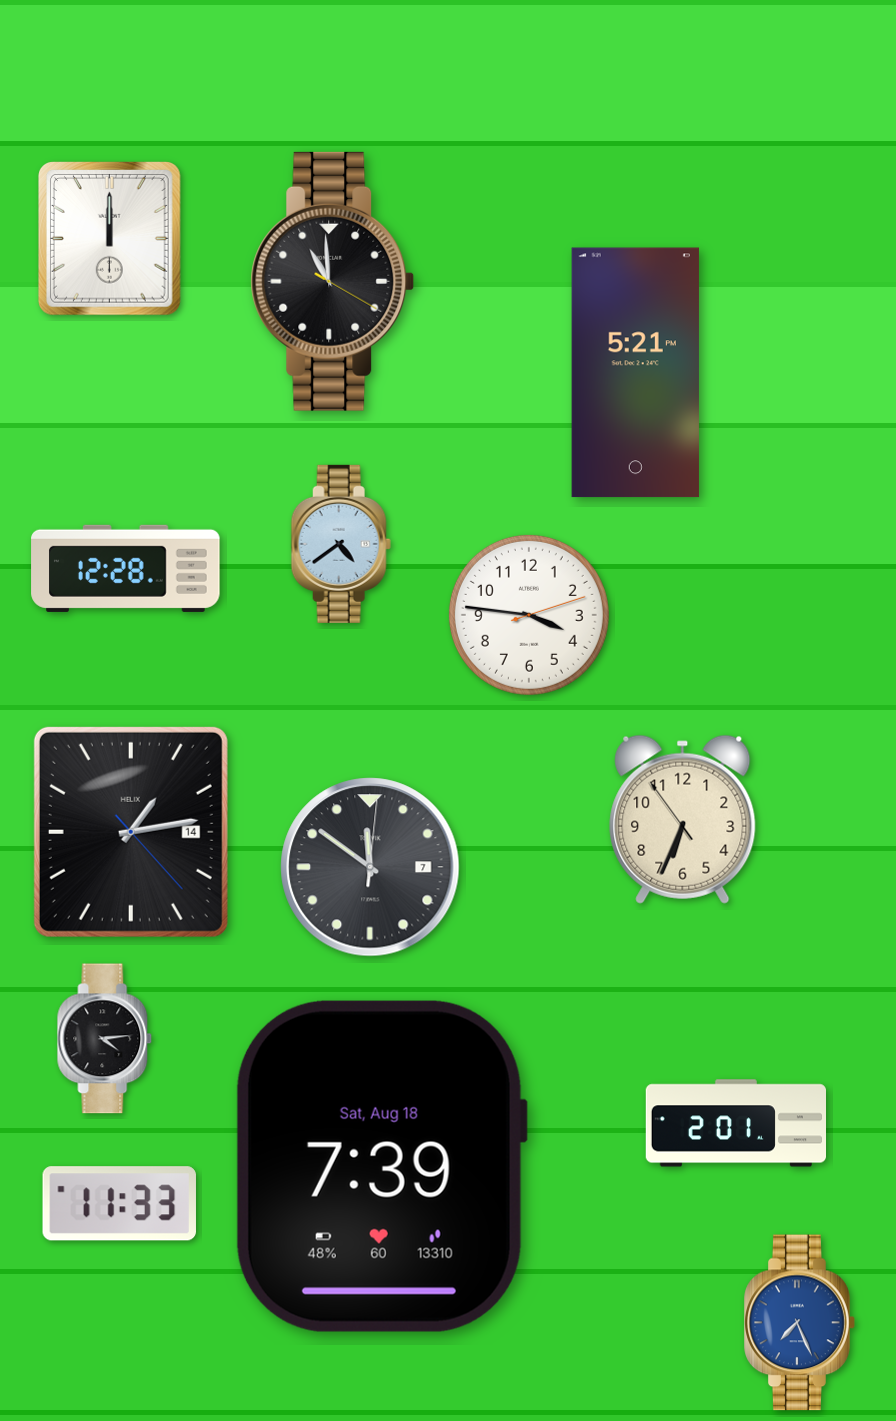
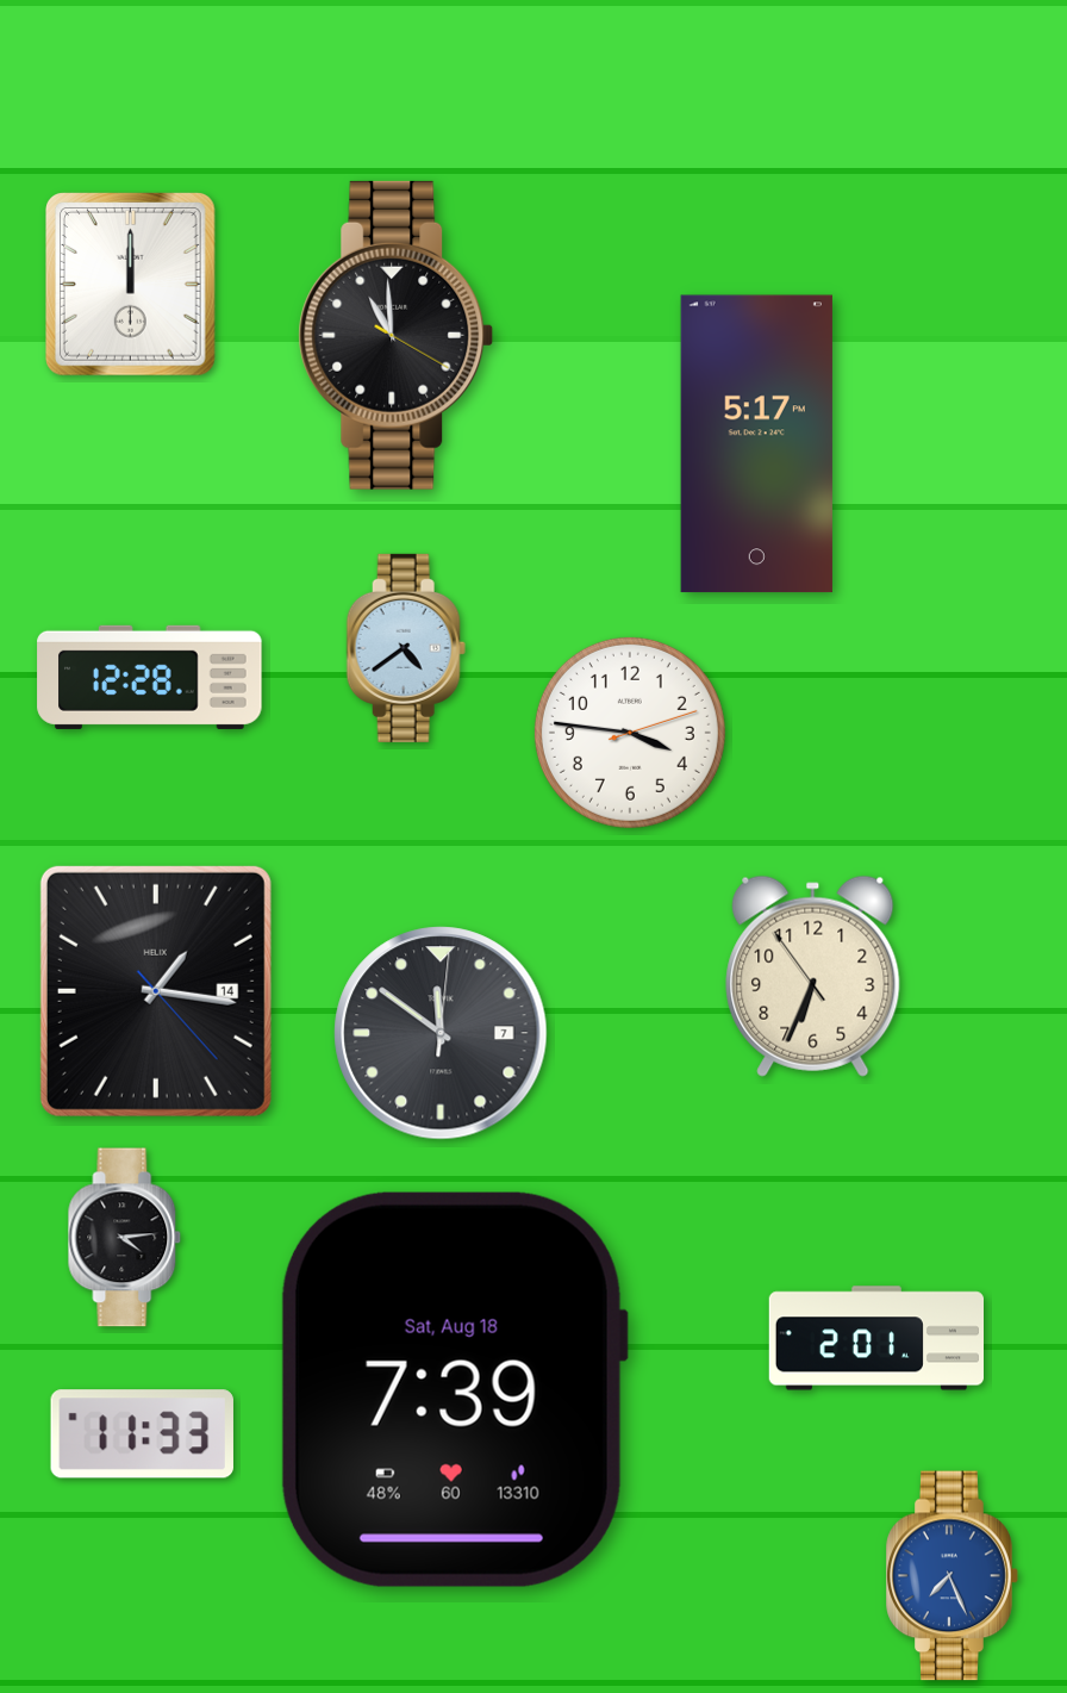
clock at (635, 373): 5:21 -> 5:17
clock at (131, 832): 1:13 -> 1:16
